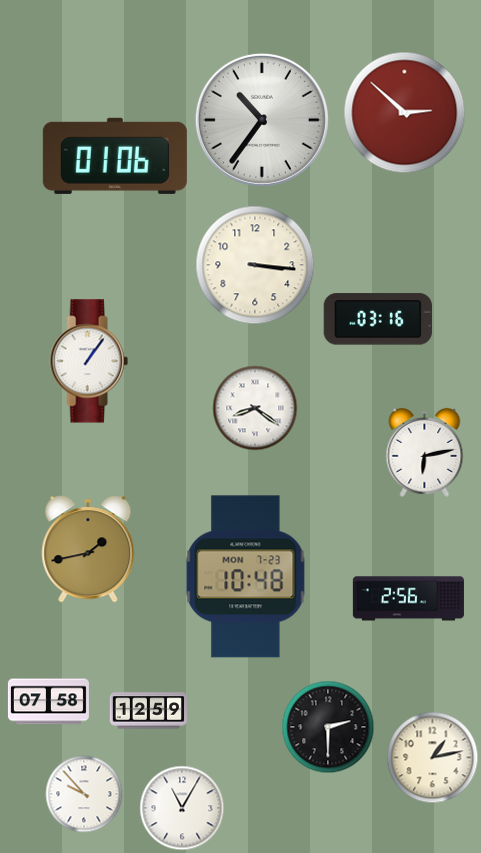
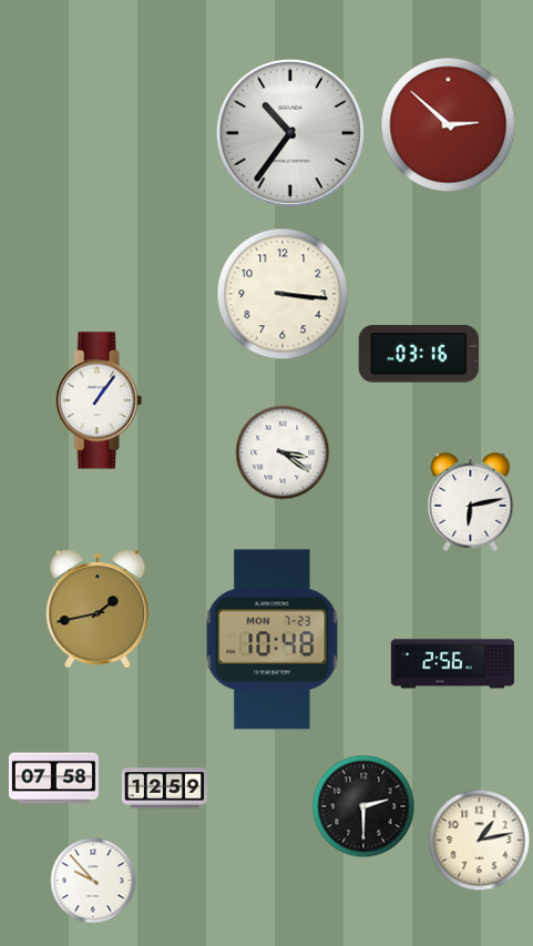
clock at (115, 156): 01:06 -> none
clock at (255, 408): 8:21 -> 3:21
clock at (182, 808): 11:05 -> none
